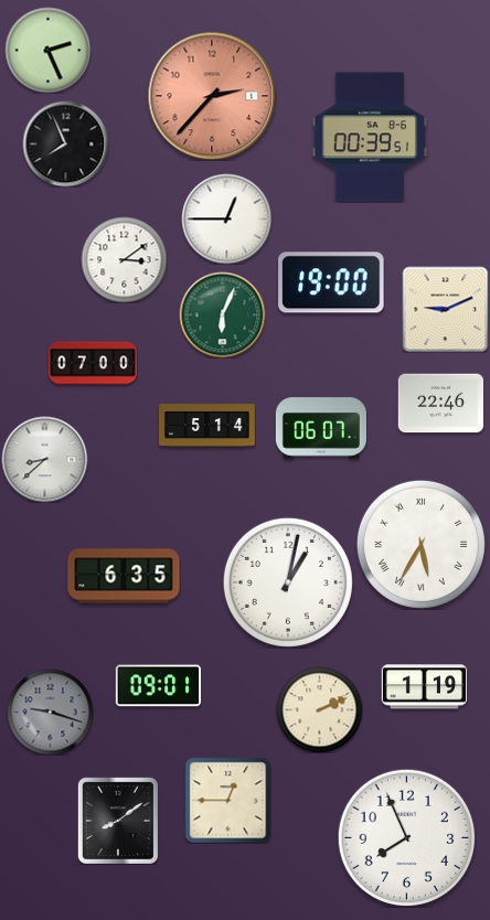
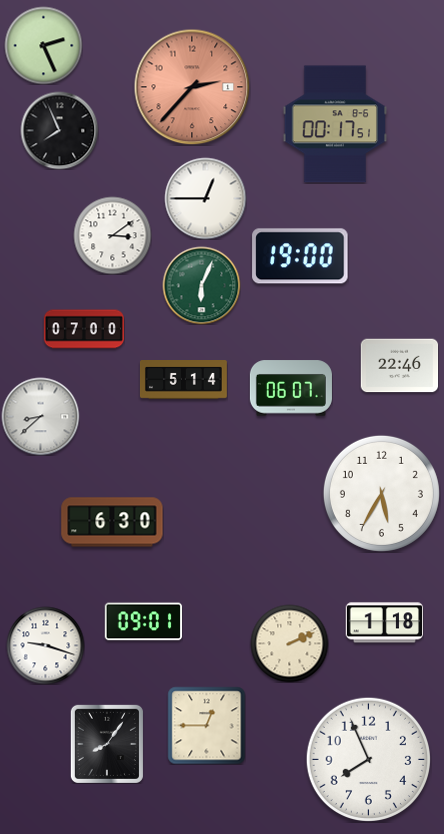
clock at (369, 137): 00:39 -> 00:17
clock at (445, 309): 9:11 -> none
clock at (206, 426) position: (206, 426) -> (183, 380)
clock at (420, 544) numerals: Roman -> Arabic
clock at (124, 576): 6:35 -> 6:30
clock at (288, 582): 1:02 -> none
clock at (424, 687): 1:19 -> 1:18
clock at (50, 712) dial: grey -> white
clock at (118, 821): 8:09 -> 8:06
